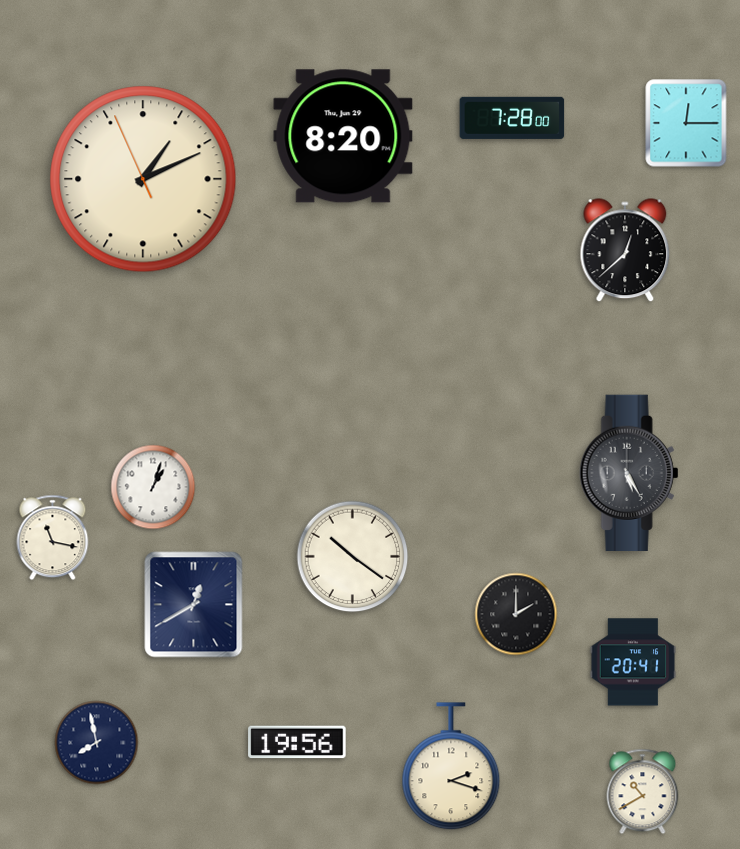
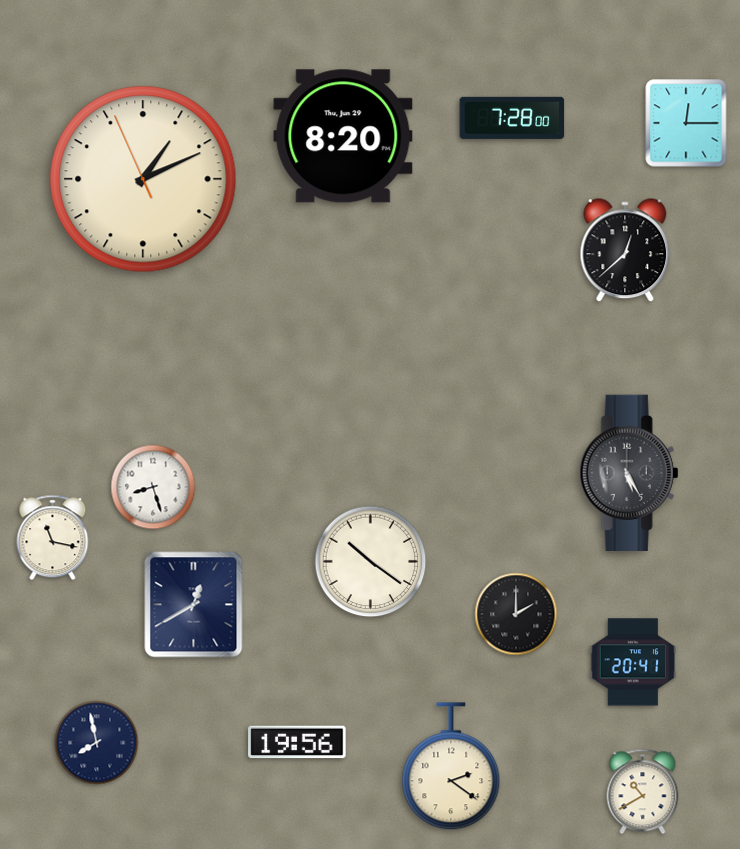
clock at (153, 487): 1:03 -> 8:27
clock at (353, 557) position: (353, 557) -> (371, 562)
clock at (451, 767): 2:18 -> 2:21
